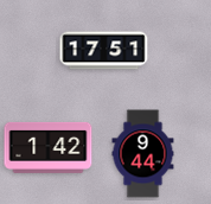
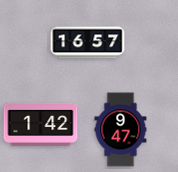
clock at (104, 51): 17:51 -> 16:57
clock at (143, 154): 9:44 -> 9:47
